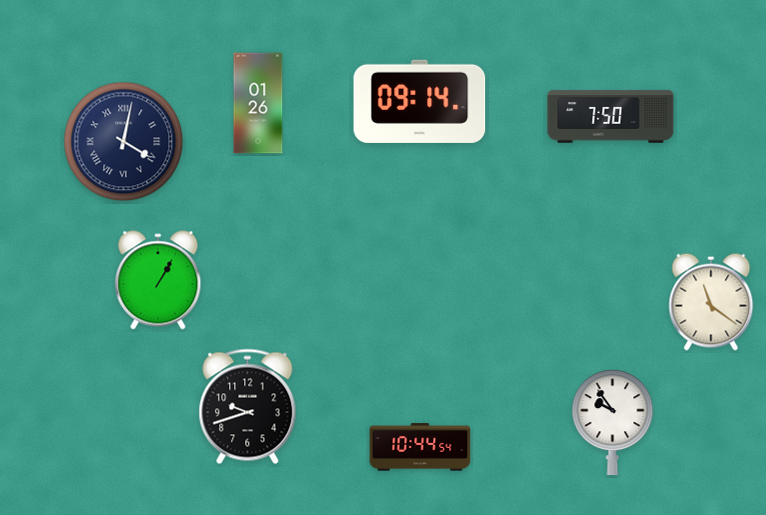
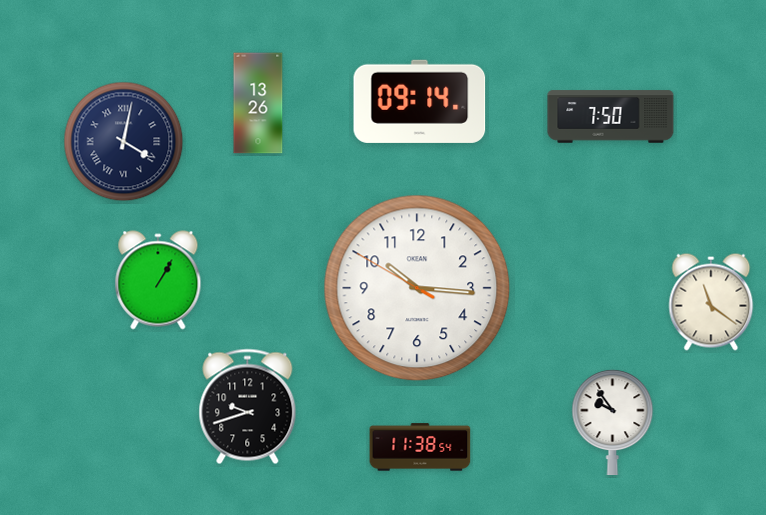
clock at (258, 103): 01:26 -> 13:26
clock at (417, 288): none -> 10:15
clock at (420, 447): 10:44 -> 11:38
